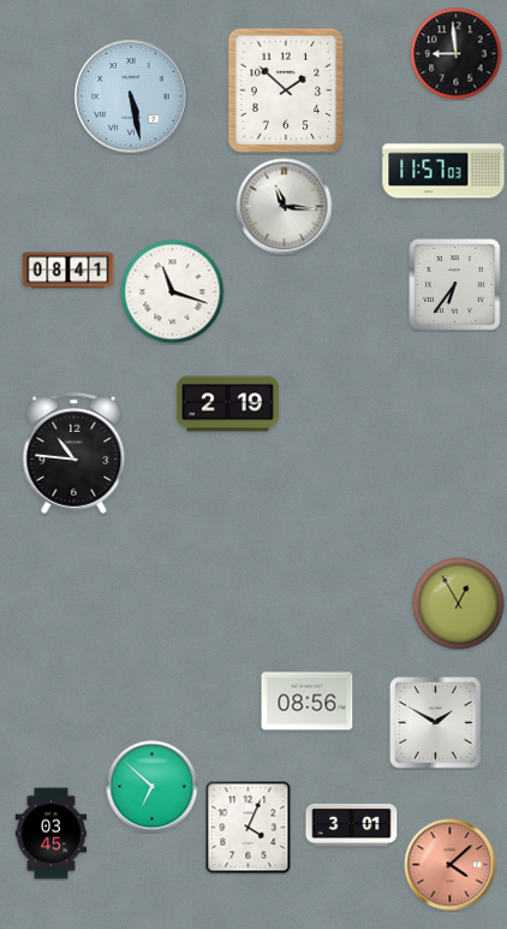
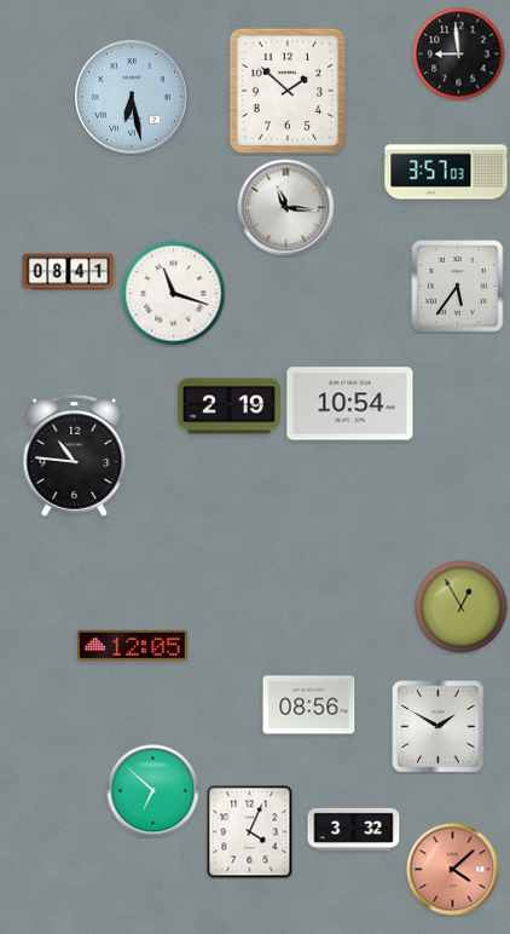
clock at (131, 96): 5:28 -> 6:28
clock at (443, 171): 11:57 -> 3:57
clock at (455, 285): 6:36 -> 5:36
clock at (350, 404): none -> 10:54
clock at (132, 645): none -> 12:05
clock at (352, 824): 3:01 -> 3:32
clock at (52, 834): 03:45 -> none
